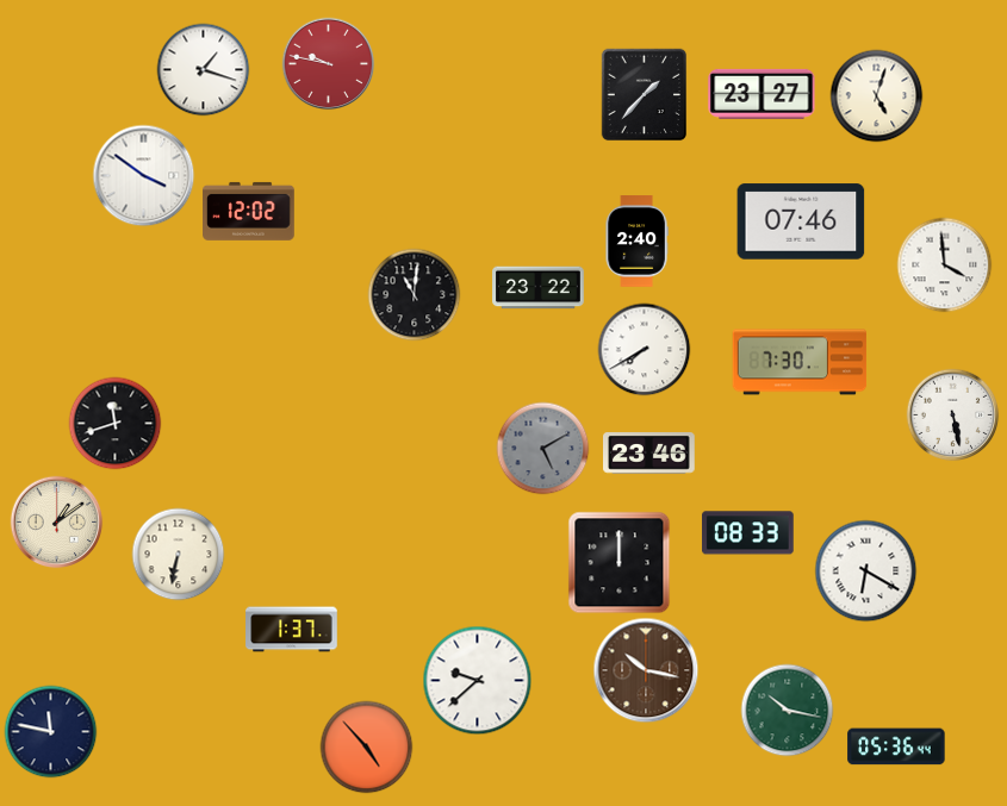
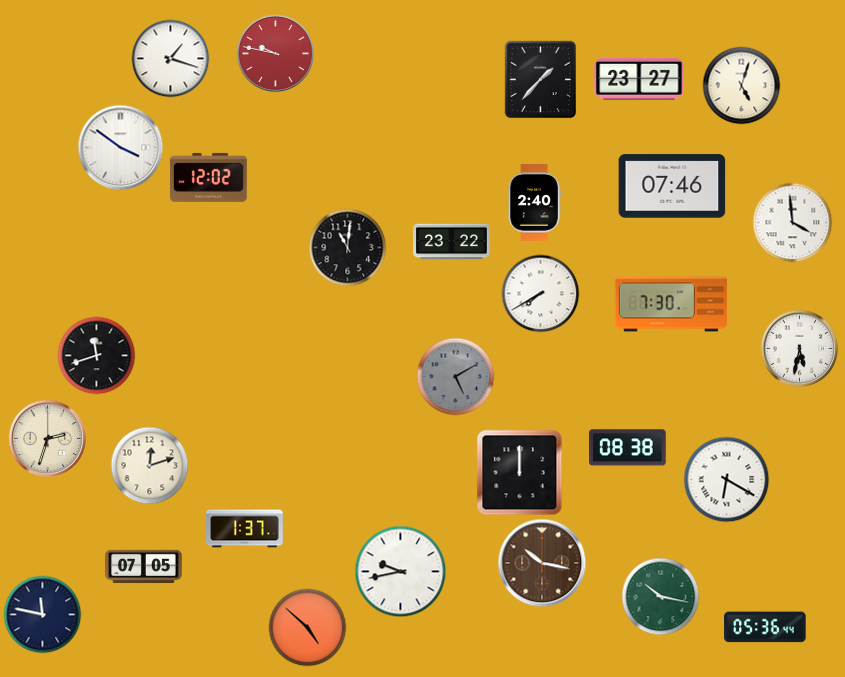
clock at (876, 95) position: (876, 95) -> (741, 85)
clock at (952, 414): 5:28 -> 5:32
clock at (649, 454): 23:46 -> none
clock at (56, 521): 1:09 -> 2:33
clock at (748, 533): 08:33 -> 08:38
clock at (178, 554): 6:32 -> 12:12
clock at (144, 567): none -> 07:05
clock at (477, 680): 9:38 -> 9:43
clock at (366, 746): 4:53 -> 4:52
clock at (896, 746) position: (896, 746) -> (765, 627)
